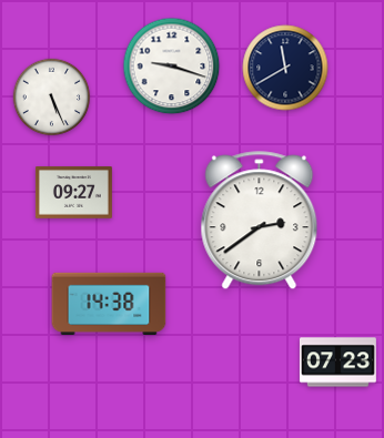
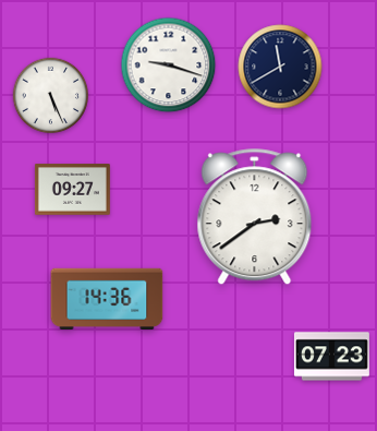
clock at (109, 304): 14:38 -> 14:36
